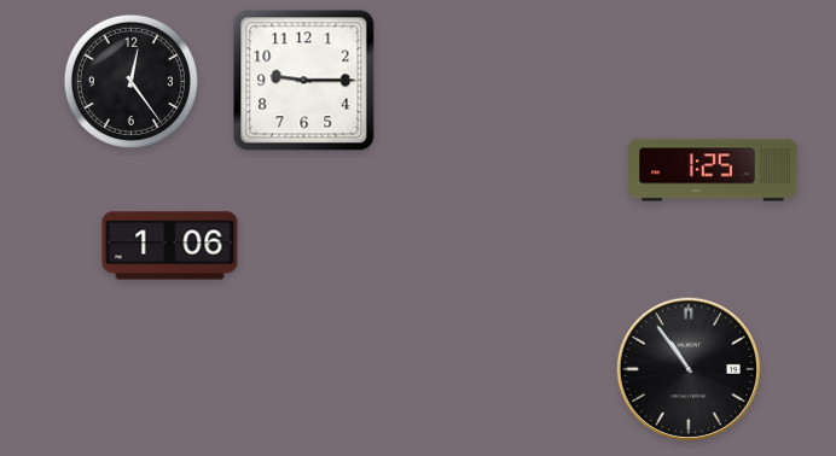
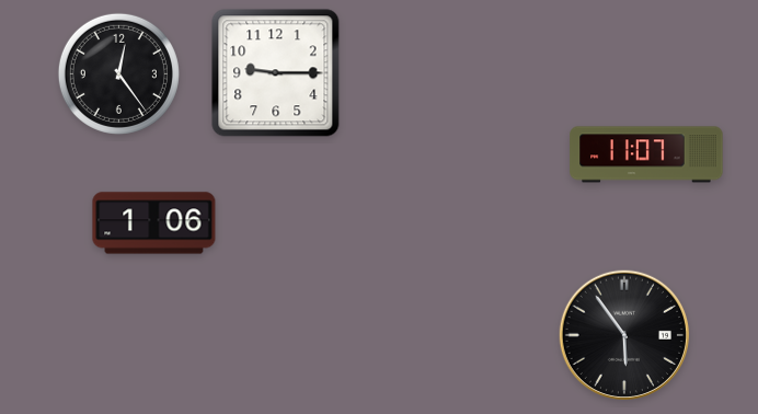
clock at (713, 170): 1:25 -> 11:07
clock at (687, 368): 10:54 -> 5:54
